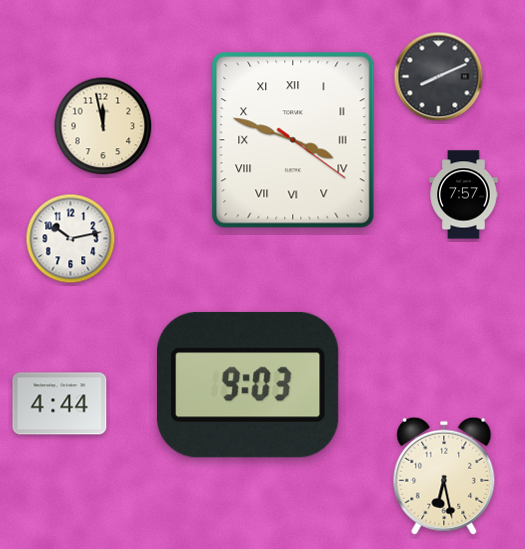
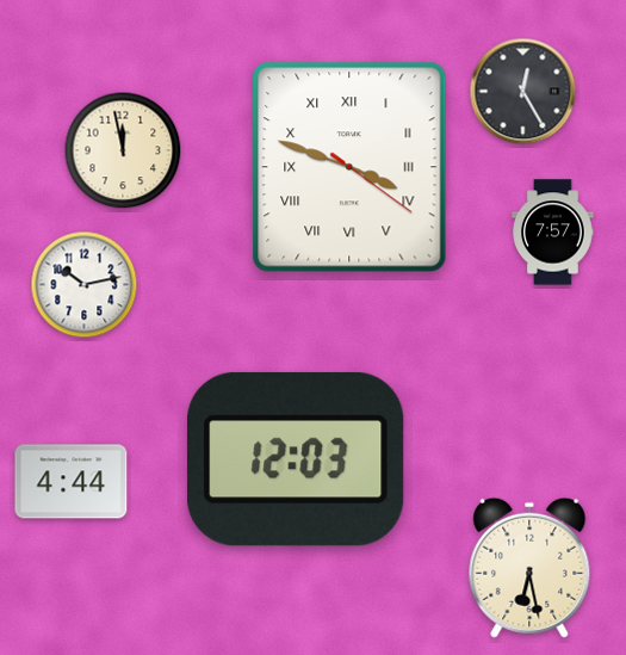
clock at (439, 77): 8:11 -> 12:25
clock at (248, 385): 9:03 -> 12:03
